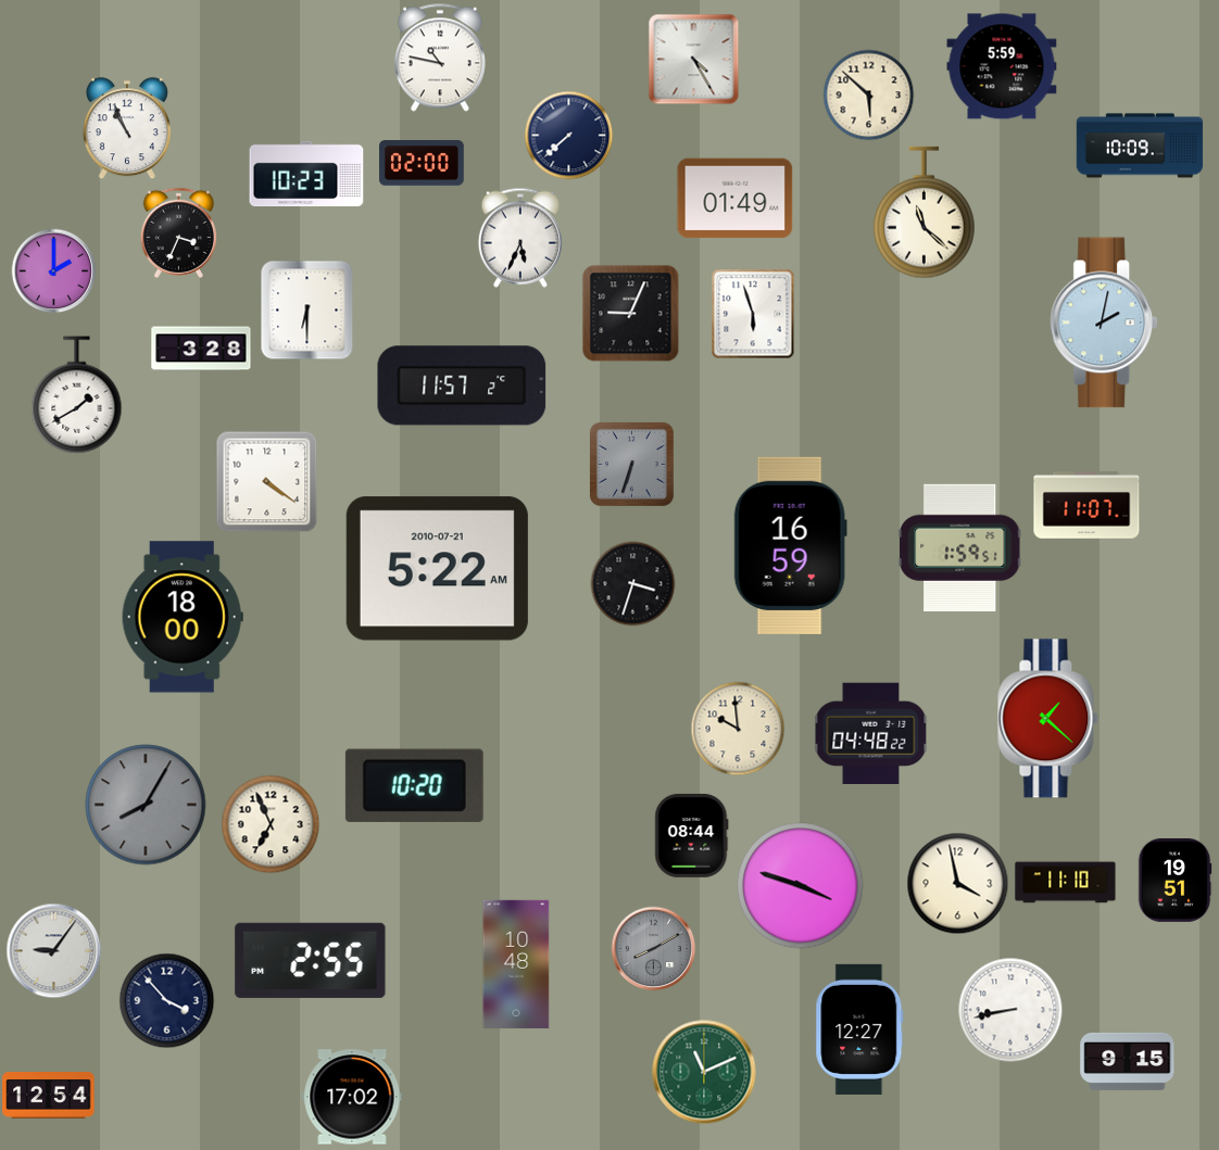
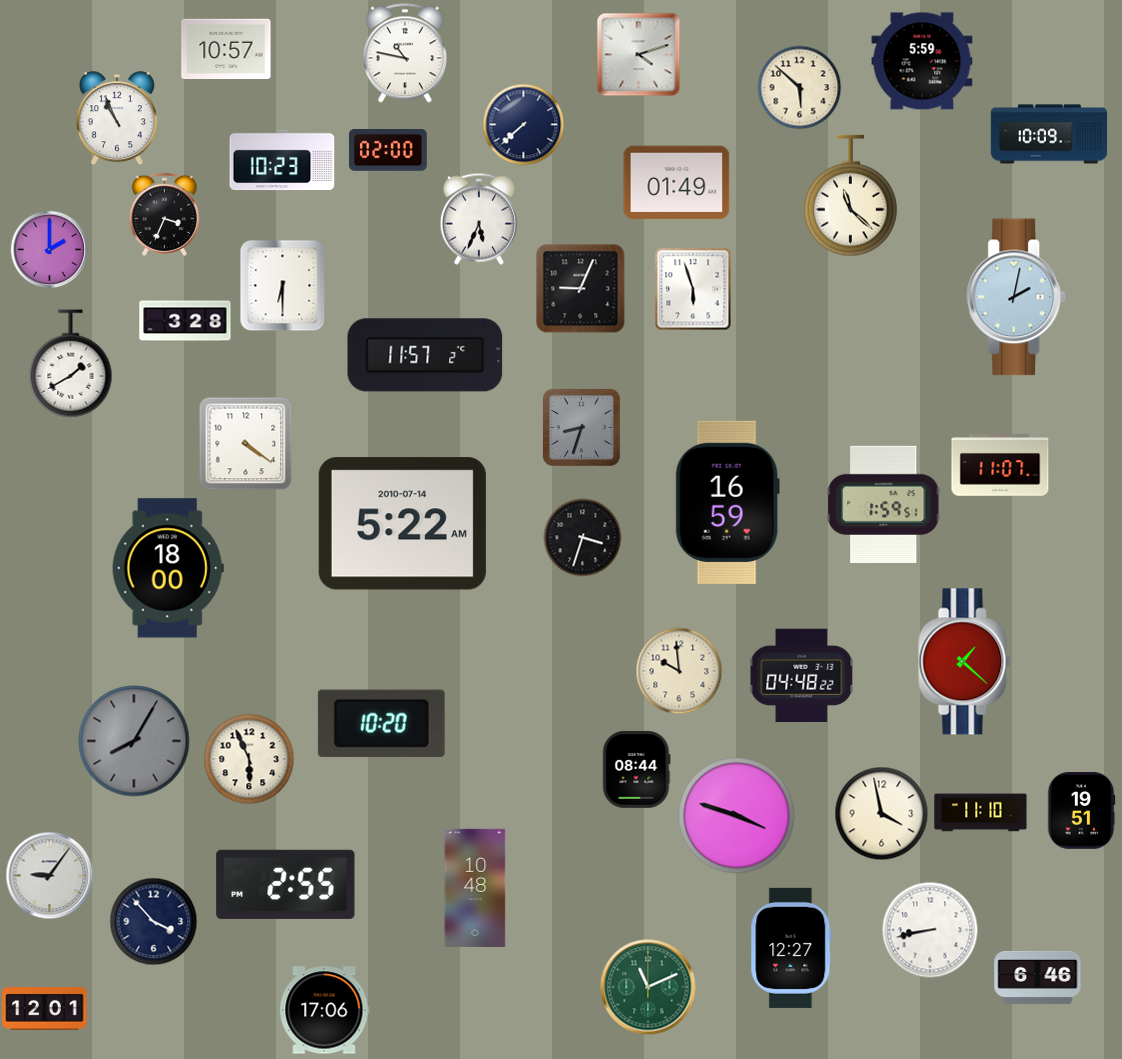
clock at (226, 48): none -> 10:57
clock at (693, 59): 4:25 -> 4:12
clock at (631, 464): 6:33 -> 8:33
clock at (437, 569) date: 2010-07-21 -> 2010-07-14
clock at (271, 824): 6:56 -> 5:56
clock at (653, 948): 8:10 -> none
clock at (1128, 1061): 9:15 -> 6:46
clock at (49, 1096): 12:54 -> 12:01
clock at (352, 1097): 17:02 -> 17:06
